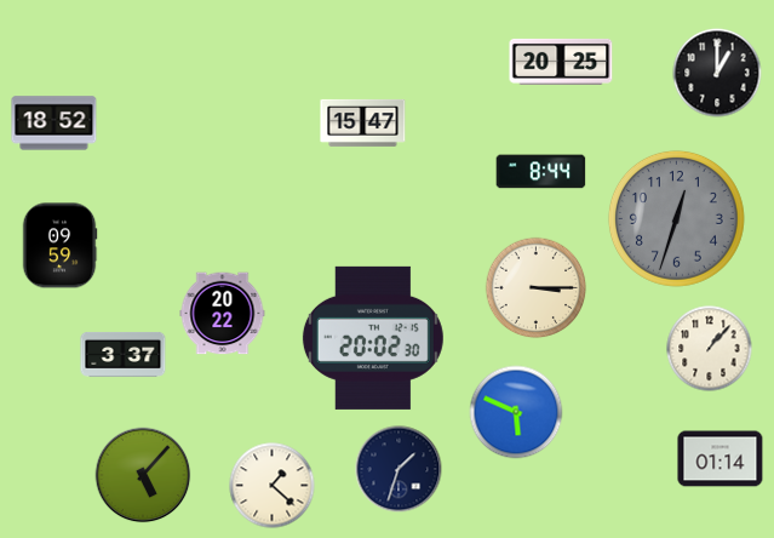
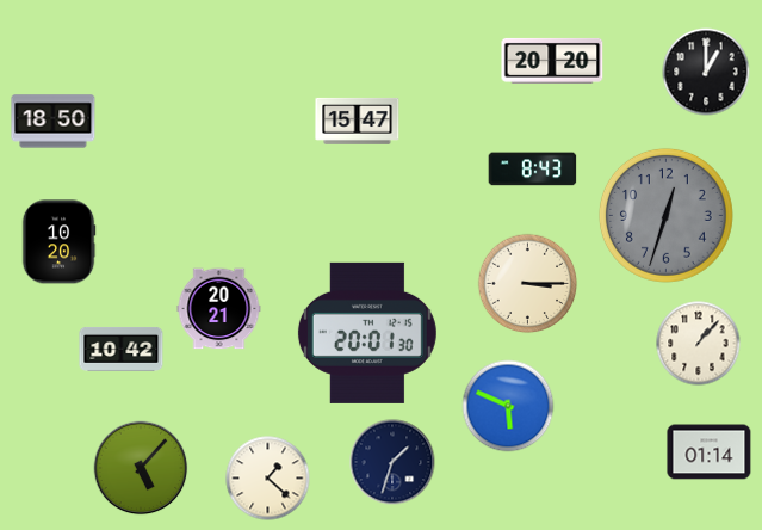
clock at (561, 62): 20:25 -> 20:20
clock at (55, 124): 18:52 -> 18:50
clock at (541, 172): 8:44 -> 8:43
clock at (59, 246): 09:59 -> 10:20
clock at (223, 314): 20:22 -> 20:21
clock at (373, 338): 20:02 -> 20:01
clock at (124, 354): 3:37 -> 10:42
